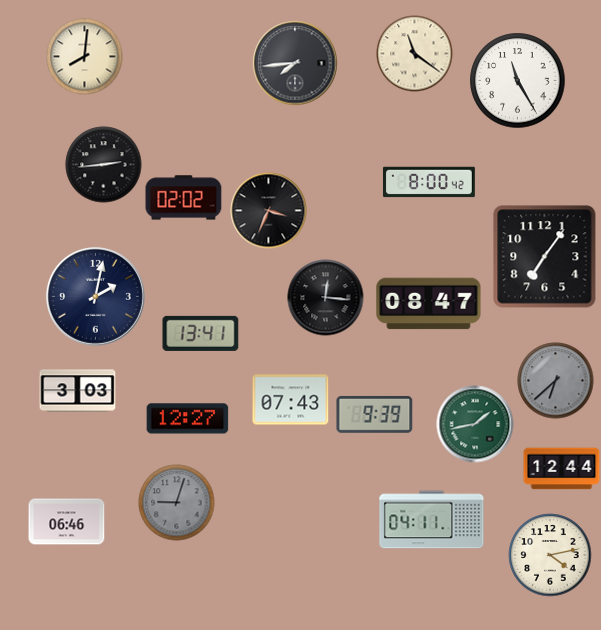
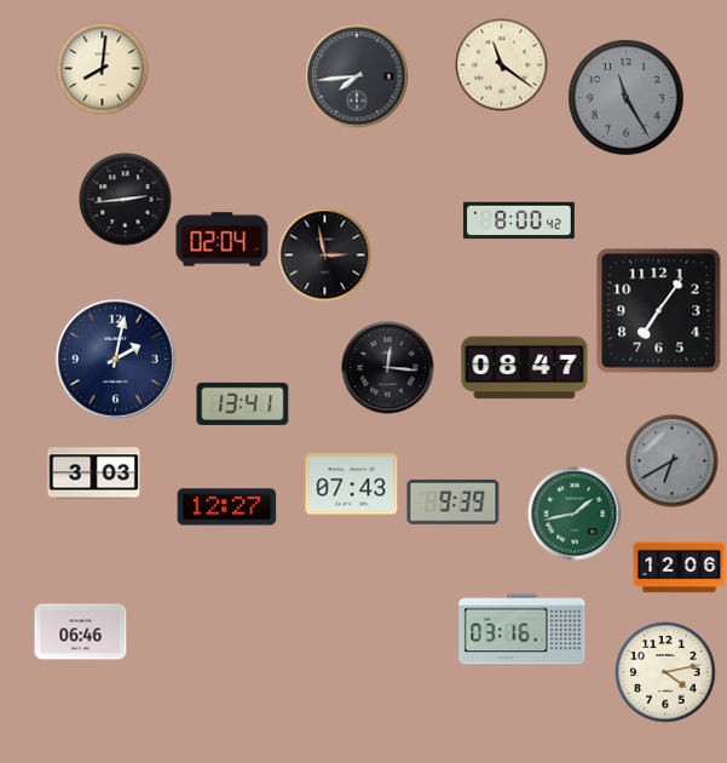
clock at (518, 81) dial: white -> grey
clock at (184, 198): 02:02 -> 02:04
clock at (269, 211): 3:34 -> 2:58
clock at (326, 298) position: (326, 298) -> (388, 368)
clock at (429, 304) position: (429, 304) -> (525, 368)
clock at (556, 381): 6:38 -> 6:40
clock at (562, 469): 12:44 -> 12:06
clock at (177, 503): 9:03 -> none
clock at (432, 520): 04:11 -> 03:16
